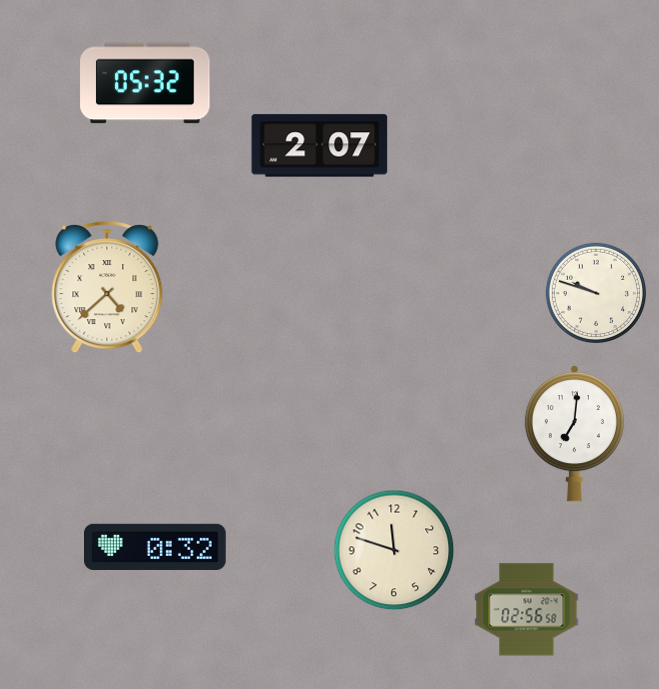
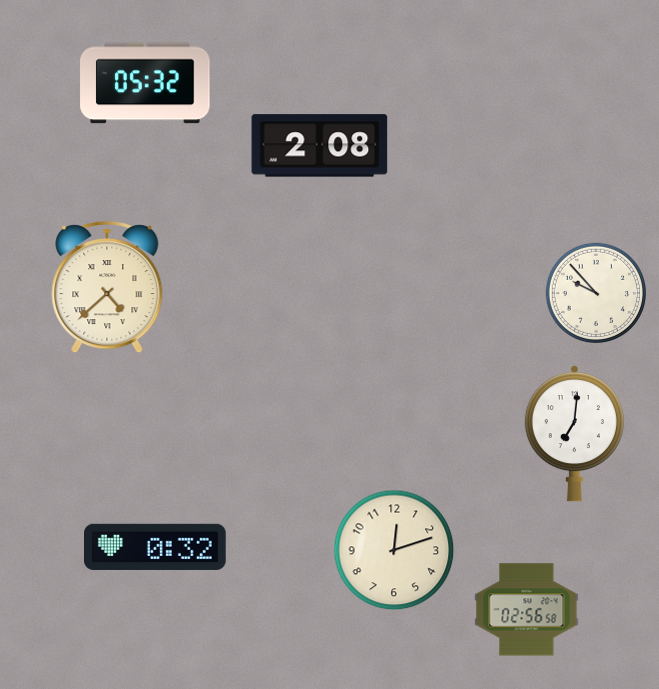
clock at (320, 146): 2:07 -> 2:08
clock at (595, 292): 9:48 -> 9:53
clock at (394, 550): 11:48 -> 12:12
